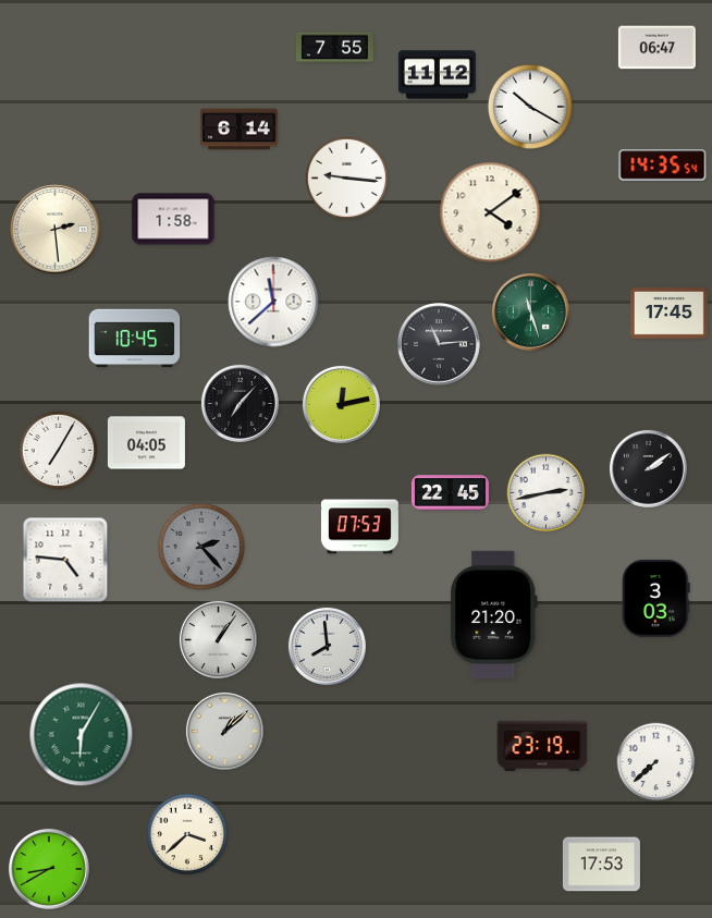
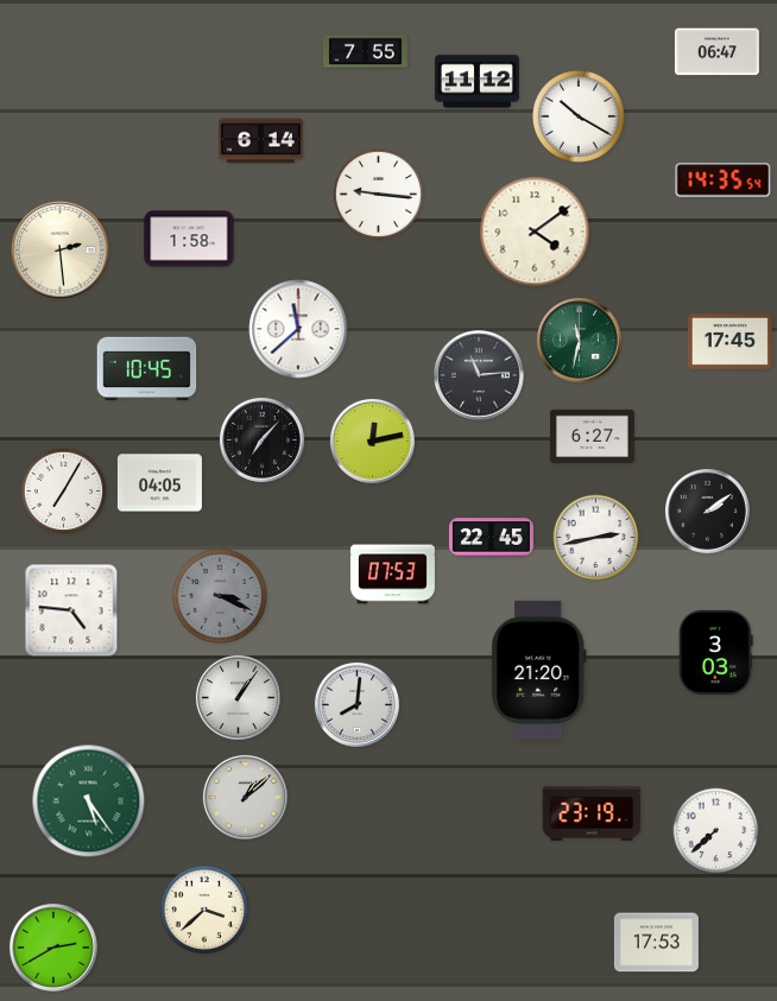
clock at (530, 311): 11:27 -> 11:32
clock at (592, 437): none -> 6:27
clock at (201, 547): 2:23 -> 3:19
clock at (327, 646): 7:59 -> 8:01
clock at (82, 735): 6:05 -> 5:24
clock at (49, 869): 8:40 -> 2:40
